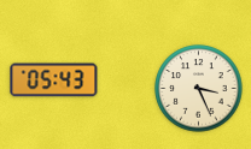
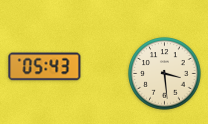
clock at (199, 89): 3:26 -> 3:29
